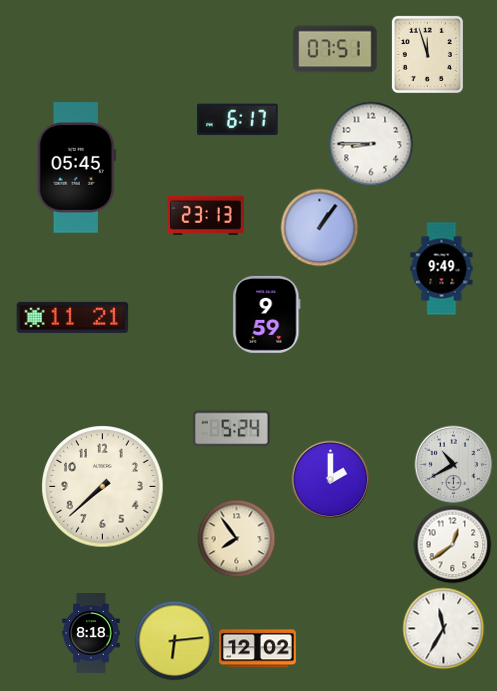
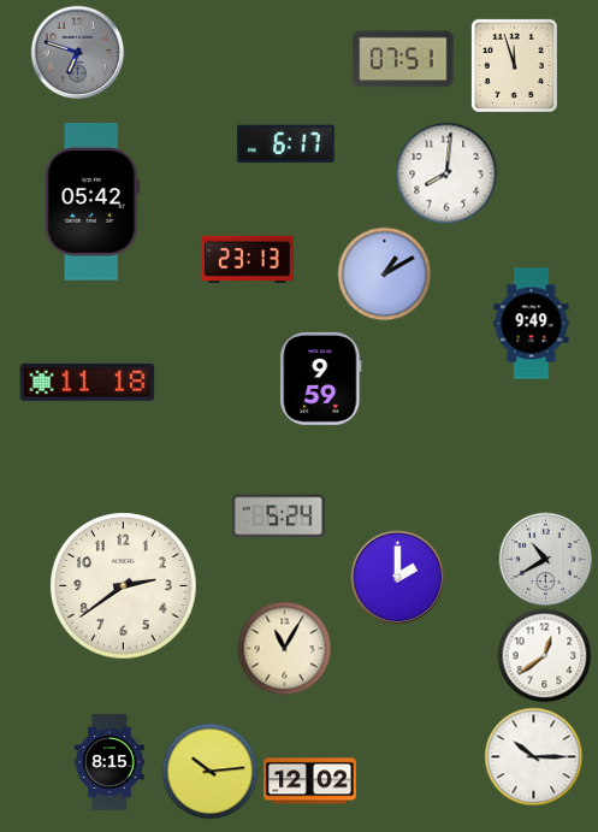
clock at (77, 52): none -> 6:48
clock at (371, 144): 8:45 -> 8:01
clock at (76, 168): 05:45 -> 05:42
clock at (319, 227): 1:06 -> 1:10
clock at (73, 317): 11:21 -> 11:18
clock at (103, 487): 7:38 -> 2:39
clock at (236, 538): 7:54 -> 11:05
clock at (443, 628): 11:35 -> 10:15
clock at (91, 633): 8:18 -> 8:15
clock at (174, 640): 6:14 -> 10:14
